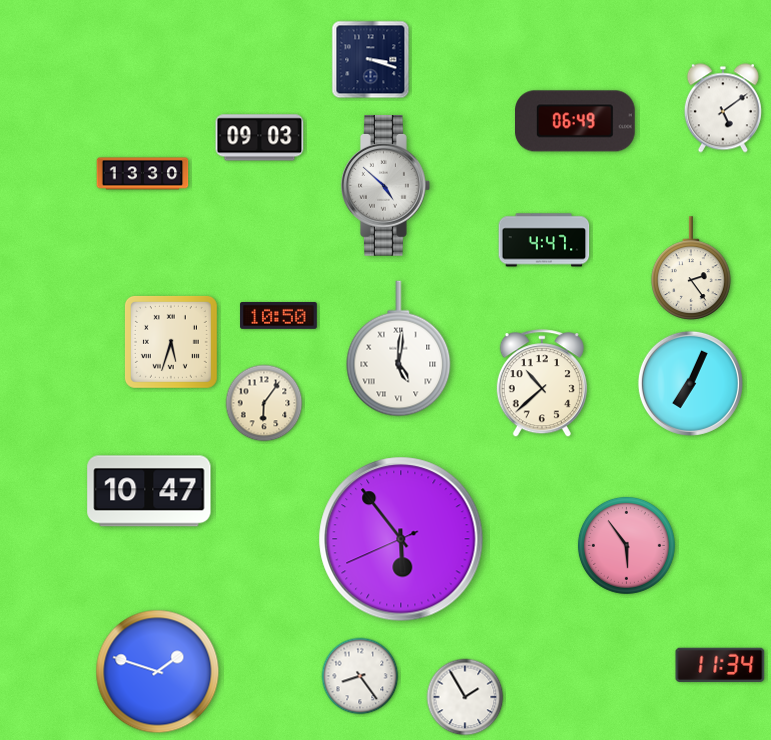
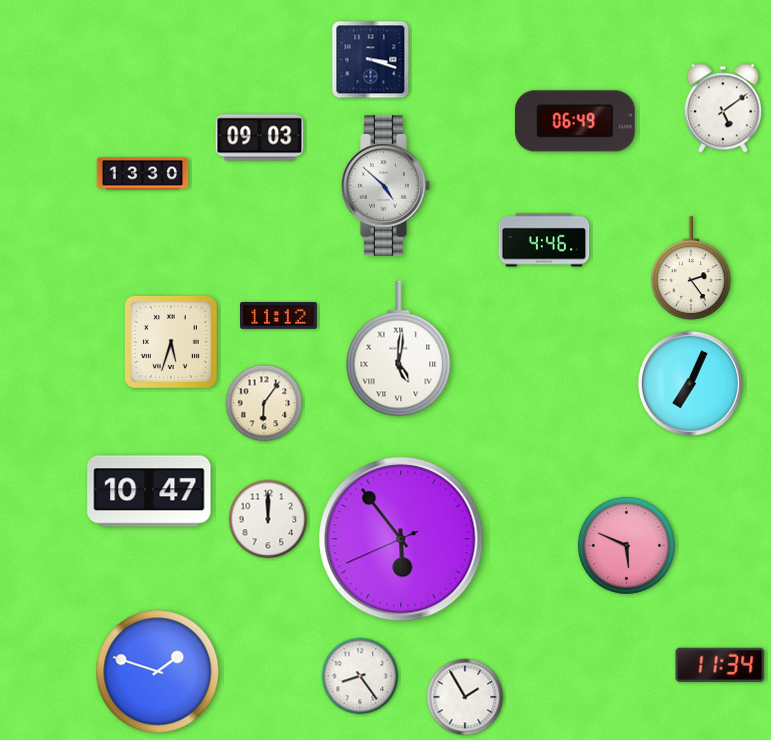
clock at (544, 240): 4:47 -> 4:46
clock at (279, 316): 10:50 -> 11:12
clock at (542, 384): 10:38 -> none
clock at (268, 519): none -> 12:00
clock at (626, 545): 5:54 -> 5:49
